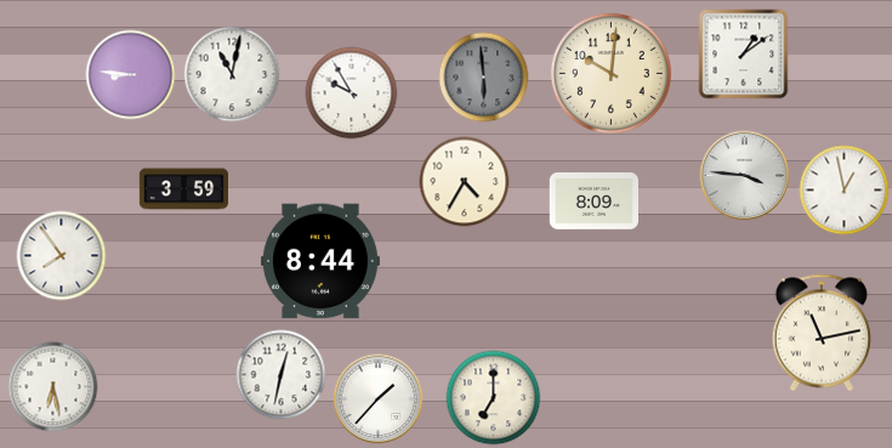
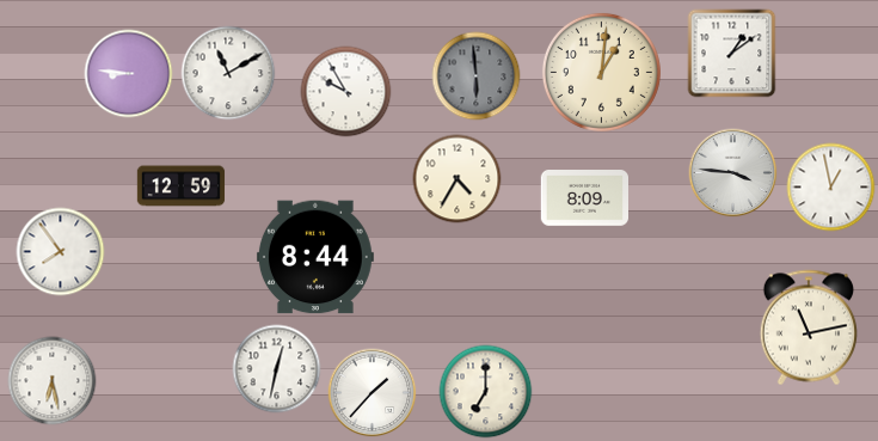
clock at (610, 73): 10:01 -> 1:01
clock at (232, 74): 11:02 -> 11:10
clock at (184, 189): 3:59 -> 12:59
